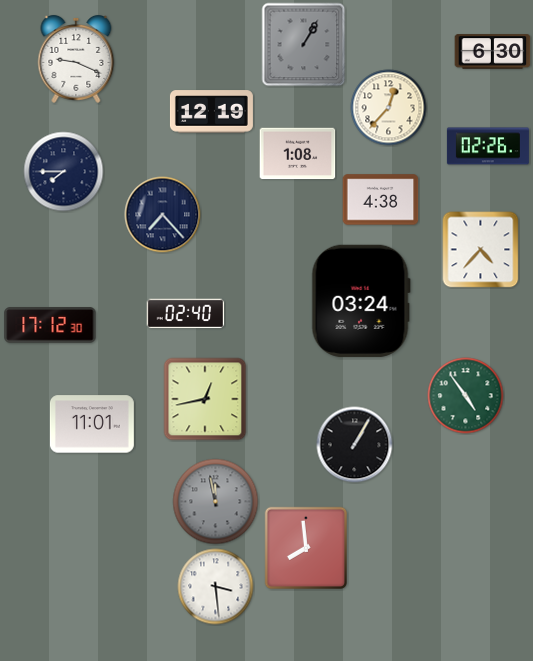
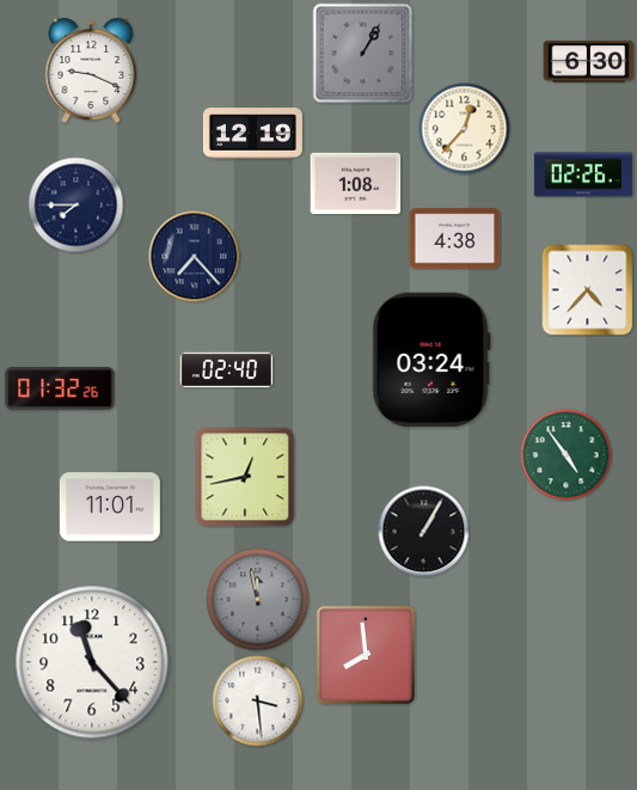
clock at (481, 250) position: (481, 250) -> (588, 290)
clock at (186, 314) position: (186, 314) -> (227, 370)
clock at (50, 325): 17:12 -> 01:32
clock at (466, 396) position: (466, 396) -> (566, 455)
clock at (92, 662): none -> 11:23
